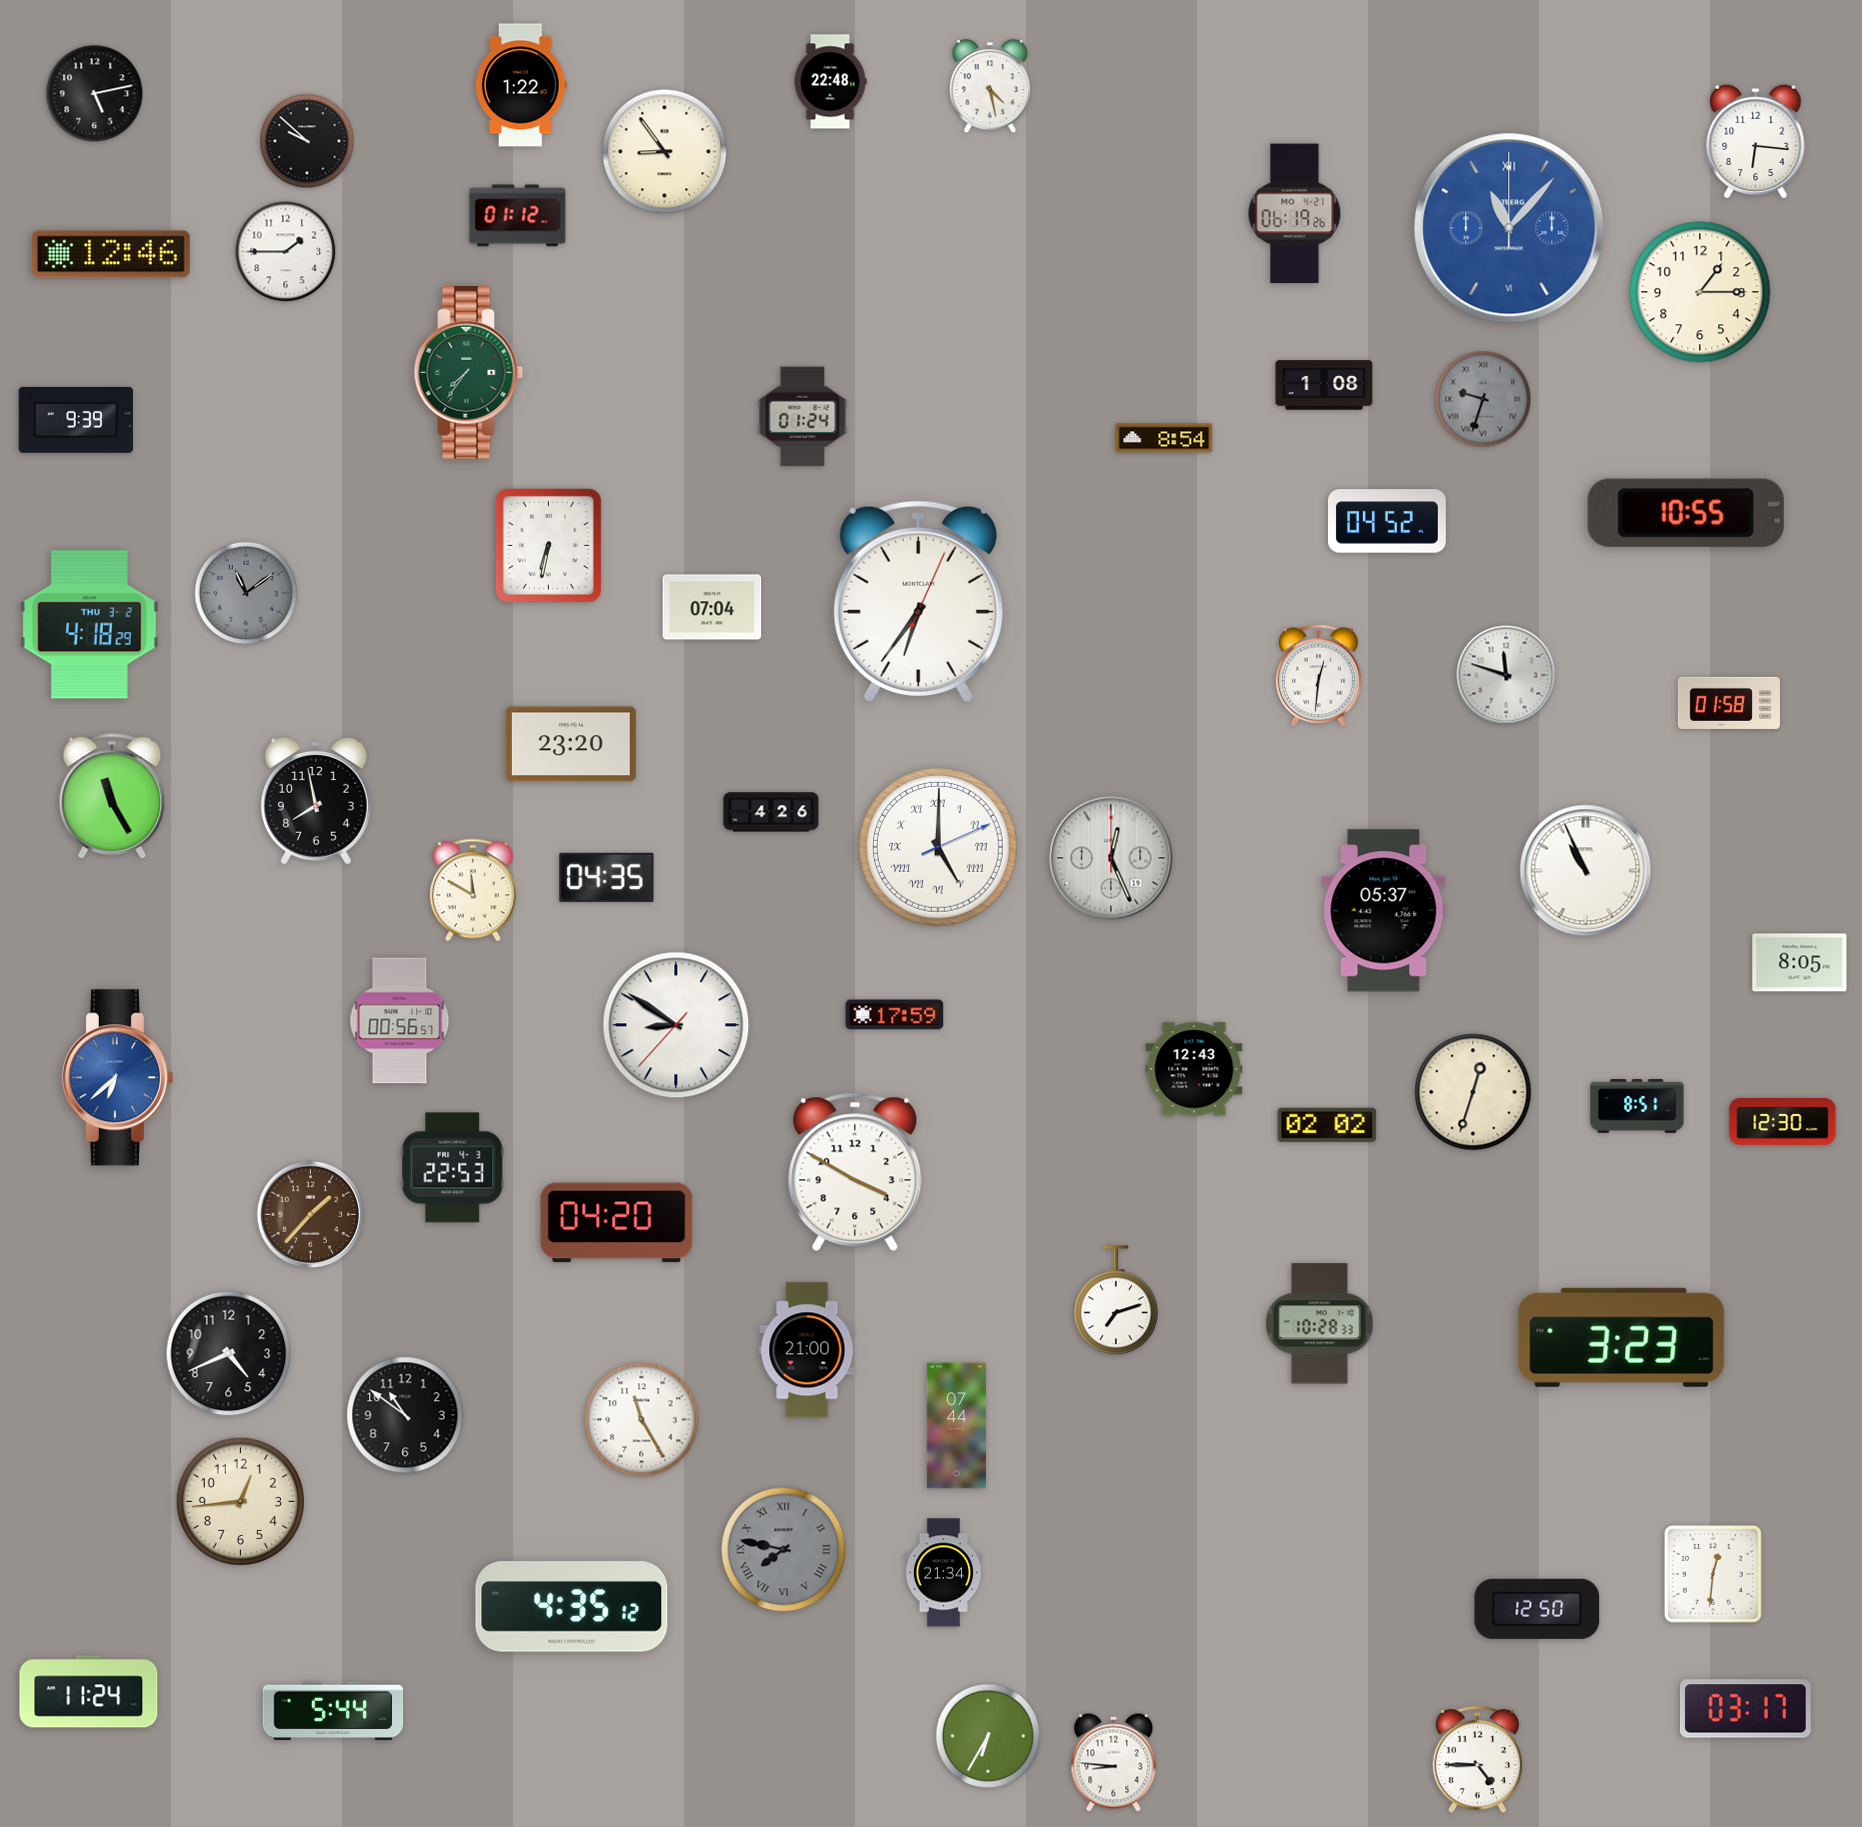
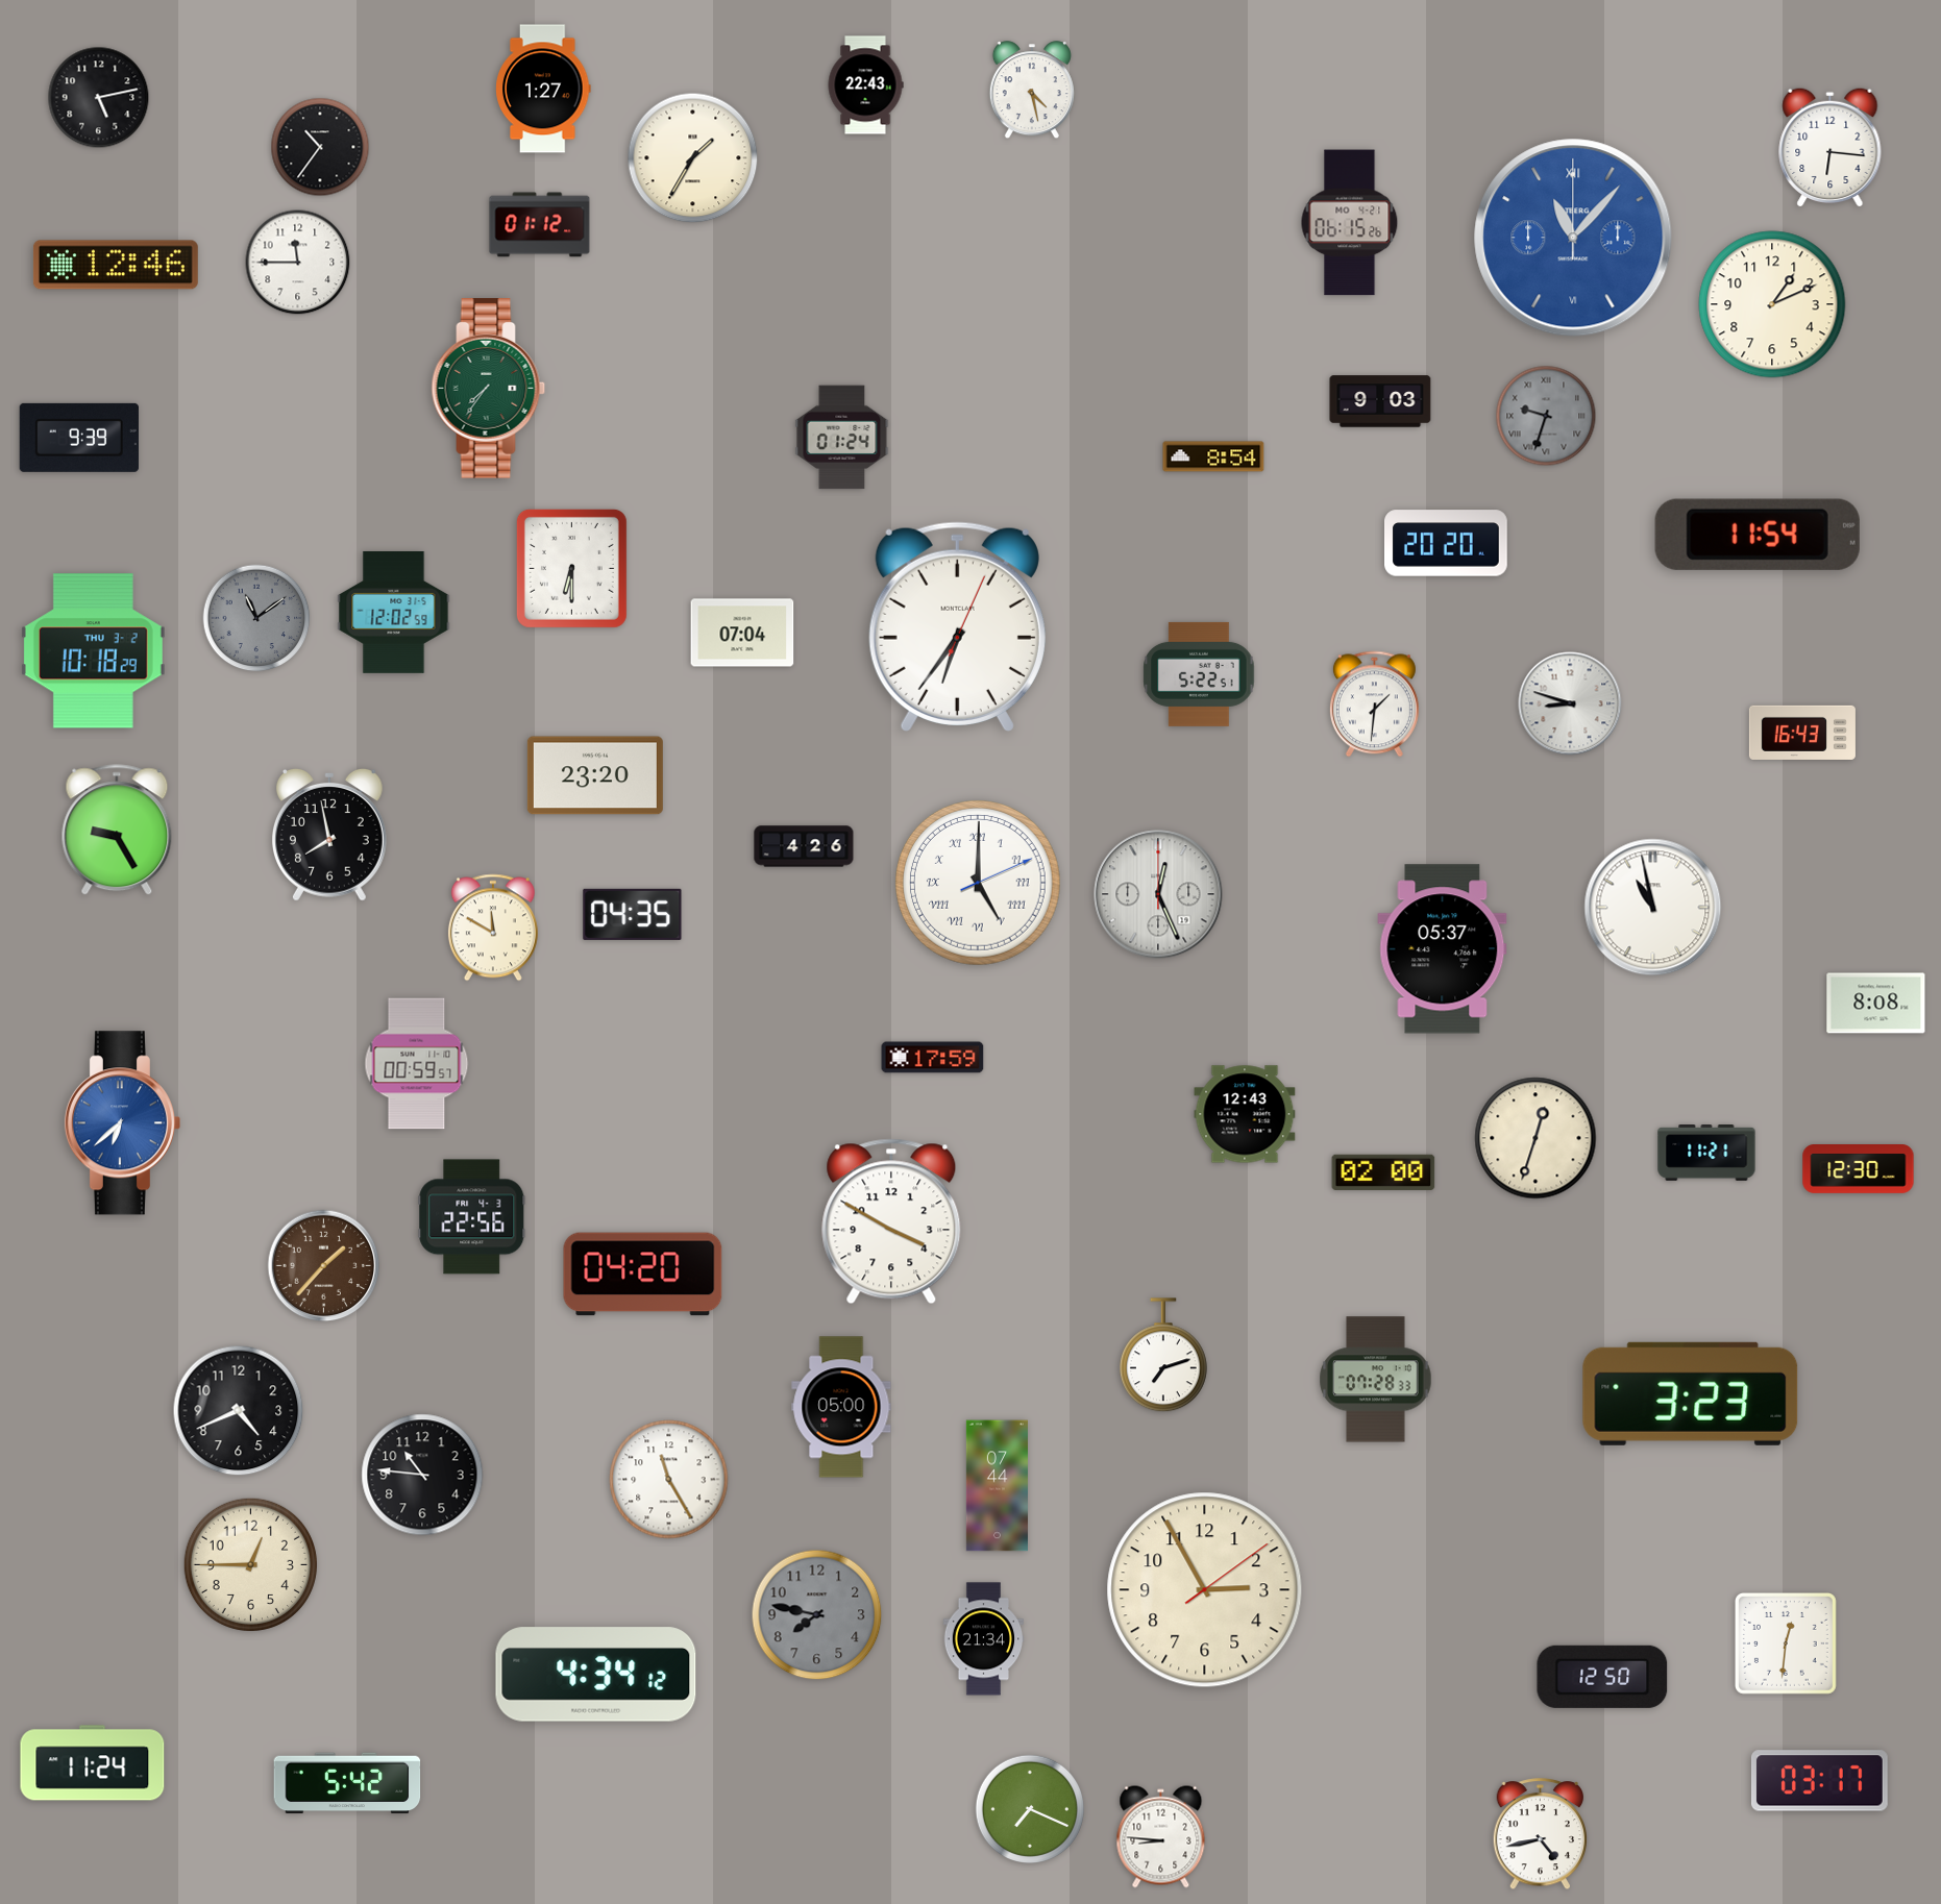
clock at (830, 82): 22:48 -> 22:43
clock at (521, 85): 1:22 -> 1:27
clock at (307, 141): 9:52 -> 10:36
clock at (665, 152): 8:54 -> 1:35
clock at (1295, 214): 06:19 -> 06:15
clock at (286, 252): 1:45 -> 11:45
clock at (1700, 292): 1:15 -> 1:11
clock at (1324, 385): 1:08 -> 9:03
clock at (803, 417) position: (803, 417) -> (842, 438)
clock at (1686, 513): 10:55 -> 11:54
clock at (1387, 521): 04:52 -> 20:20
clock at (548, 545): 6:32 -> 6:30
clock at (394, 612): none -> 12:02
clock at (89, 625): 4:18 -> 10:18
clock at (1199, 674): none -> 5:22
clock at (1506, 675): 11:48 -> 8:48
clock at (1318, 676): 12:31 -> 1:31
clock at (1729, 703): 01:58 -> 16:43
clock at (112, 797): 11:25 -> 9:25
clock at (1586, 871): 10:56 -> 10:58
clock at (1800, 963): 8:05 -> 8:08
clock at (400, 1021): 00:56 -> 00:59
clock at (676, 1025): 8:50 -> none
clock at (1637, 1107): 8:51 -> 11:21
clock at (1327, 1125): 02:02 -> 02:00
clock at (453, 1168): 22:53 -> 22:56
clock at (1320, 1324): 10:28 -> 07:28
clock at (807, 1350): 21:00 -> 05:00
clock at (405, 1415): 10:51 -> 10:46
clock at (240, 1501): 12:44 -> 12:45
clock at (1205, 1590): none -> 2:55
clock at (784, 1550) numerals: Roman -> Arabic
clock at (1713, 1574) position: (1713, 1574) -> (1786, 1643)
clock at (572, 1607): 4:35 -> 4:34
clock at (333, 1711): 5:44 -> 5:42
clock at (987, 1735): 6:35 -> 7:19
clock at (1478, 1760): 4:45 -> 4:43
